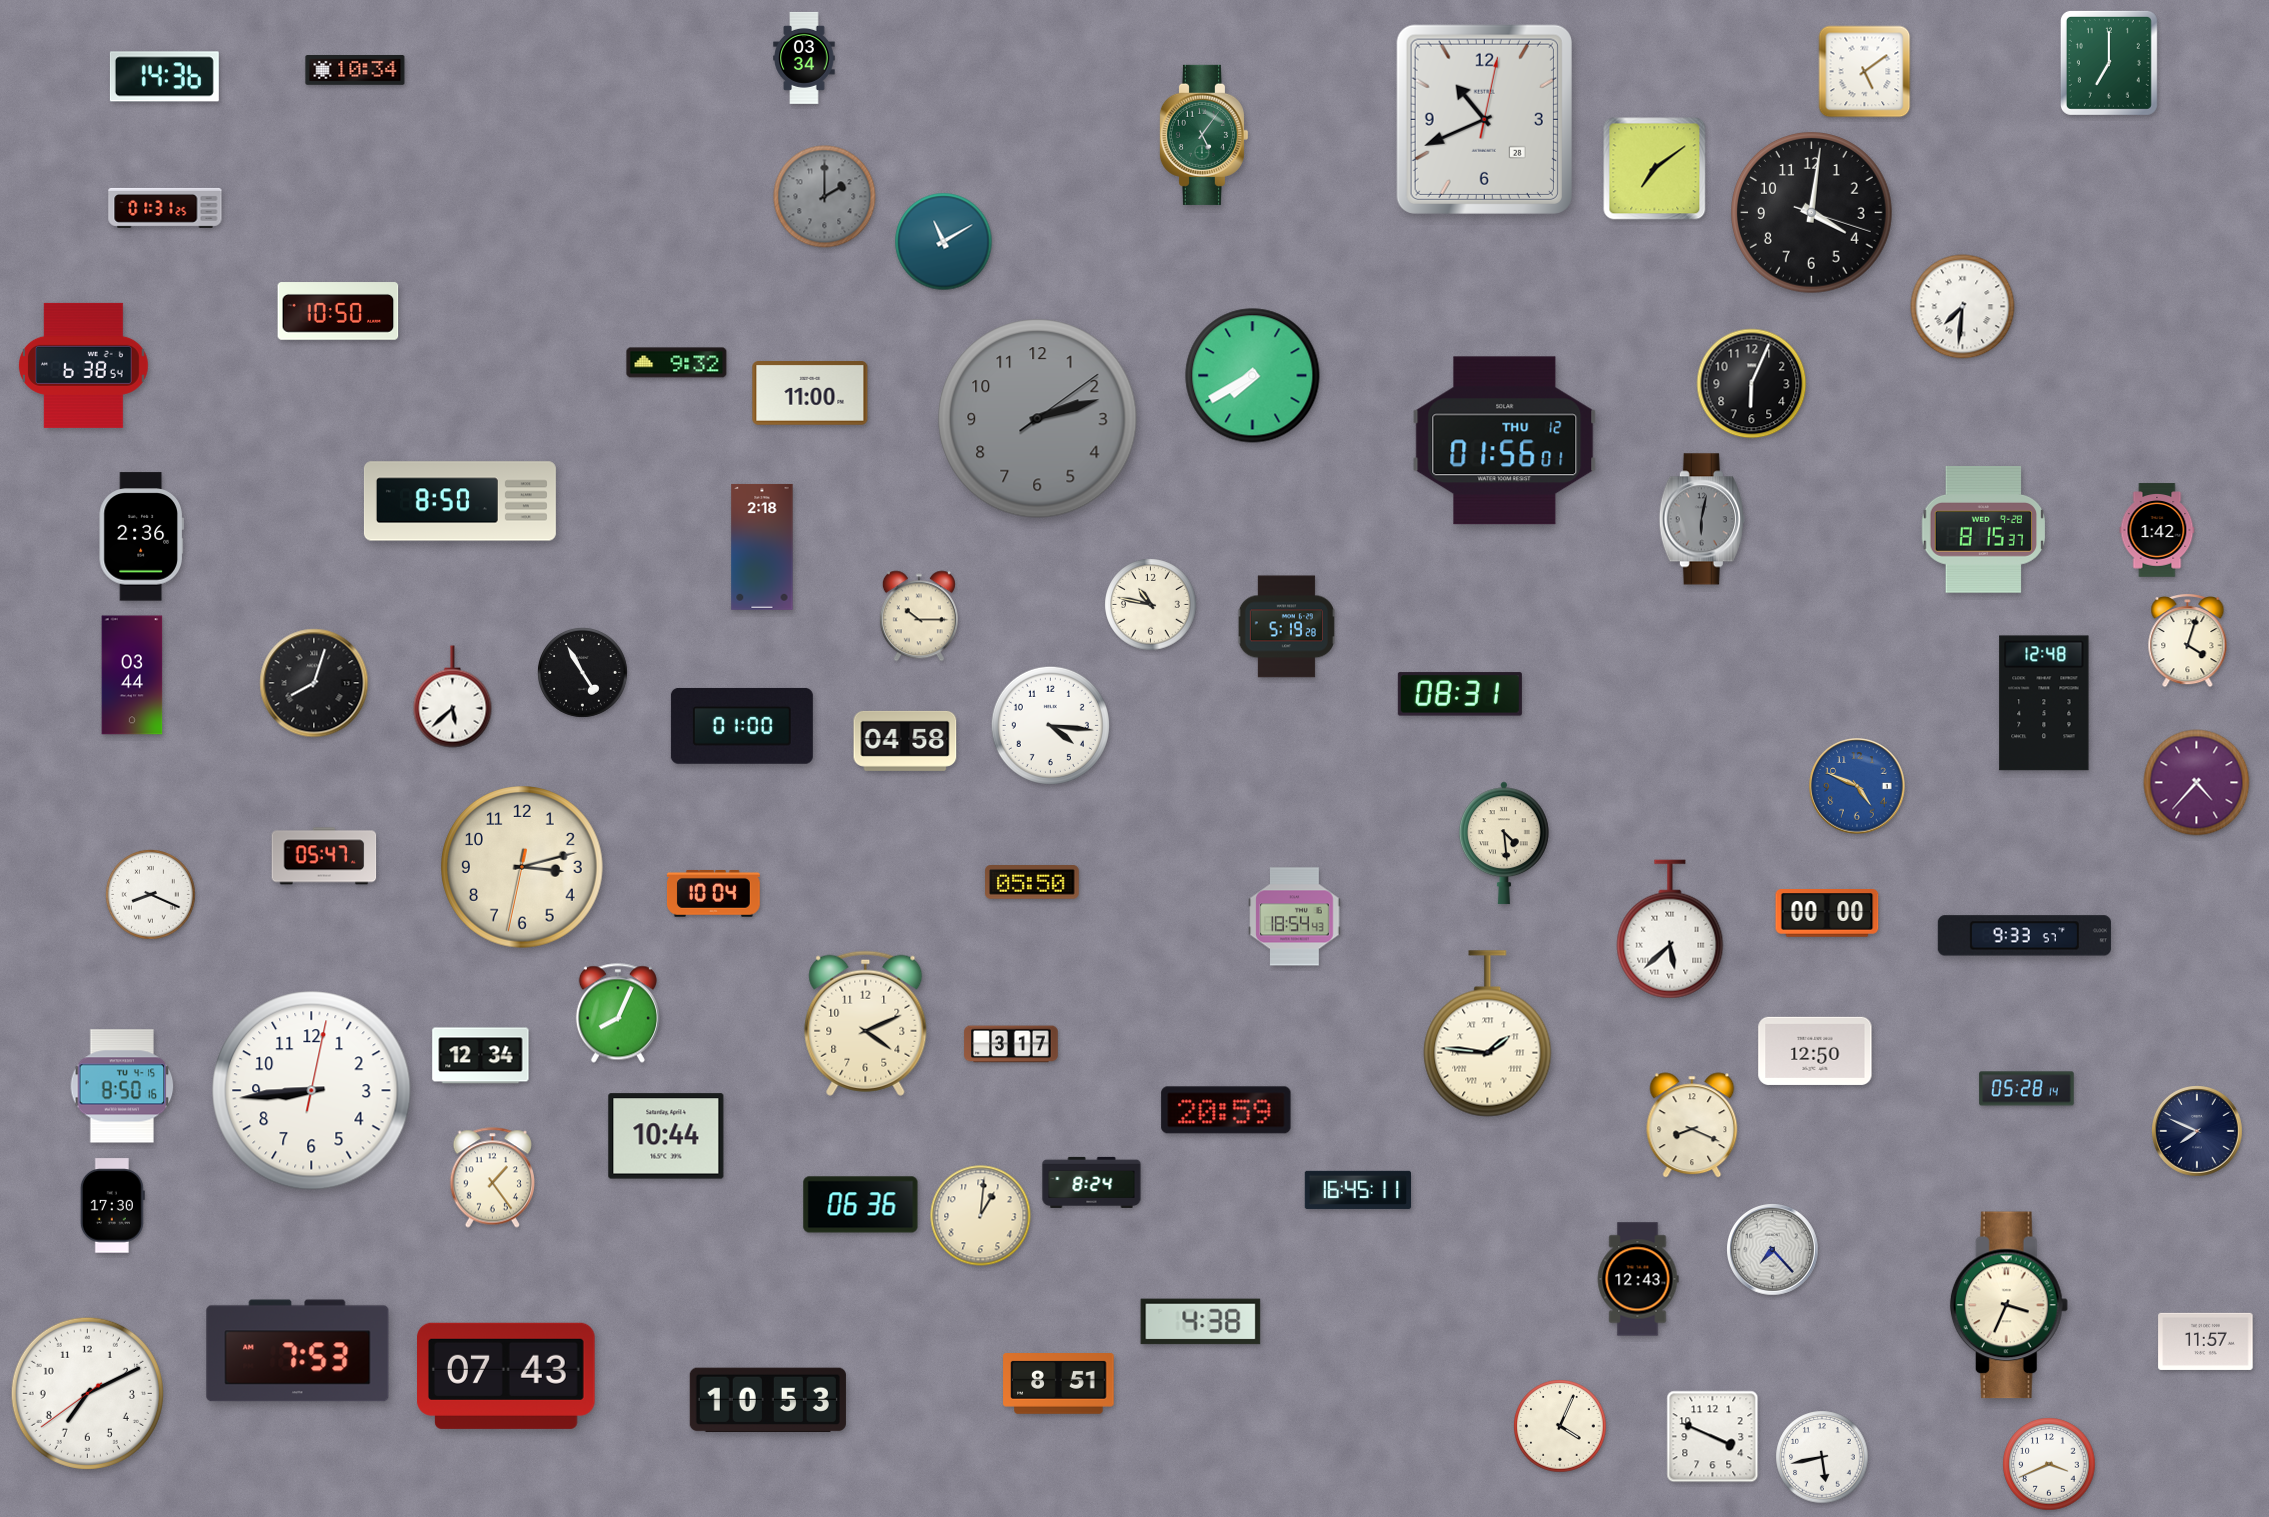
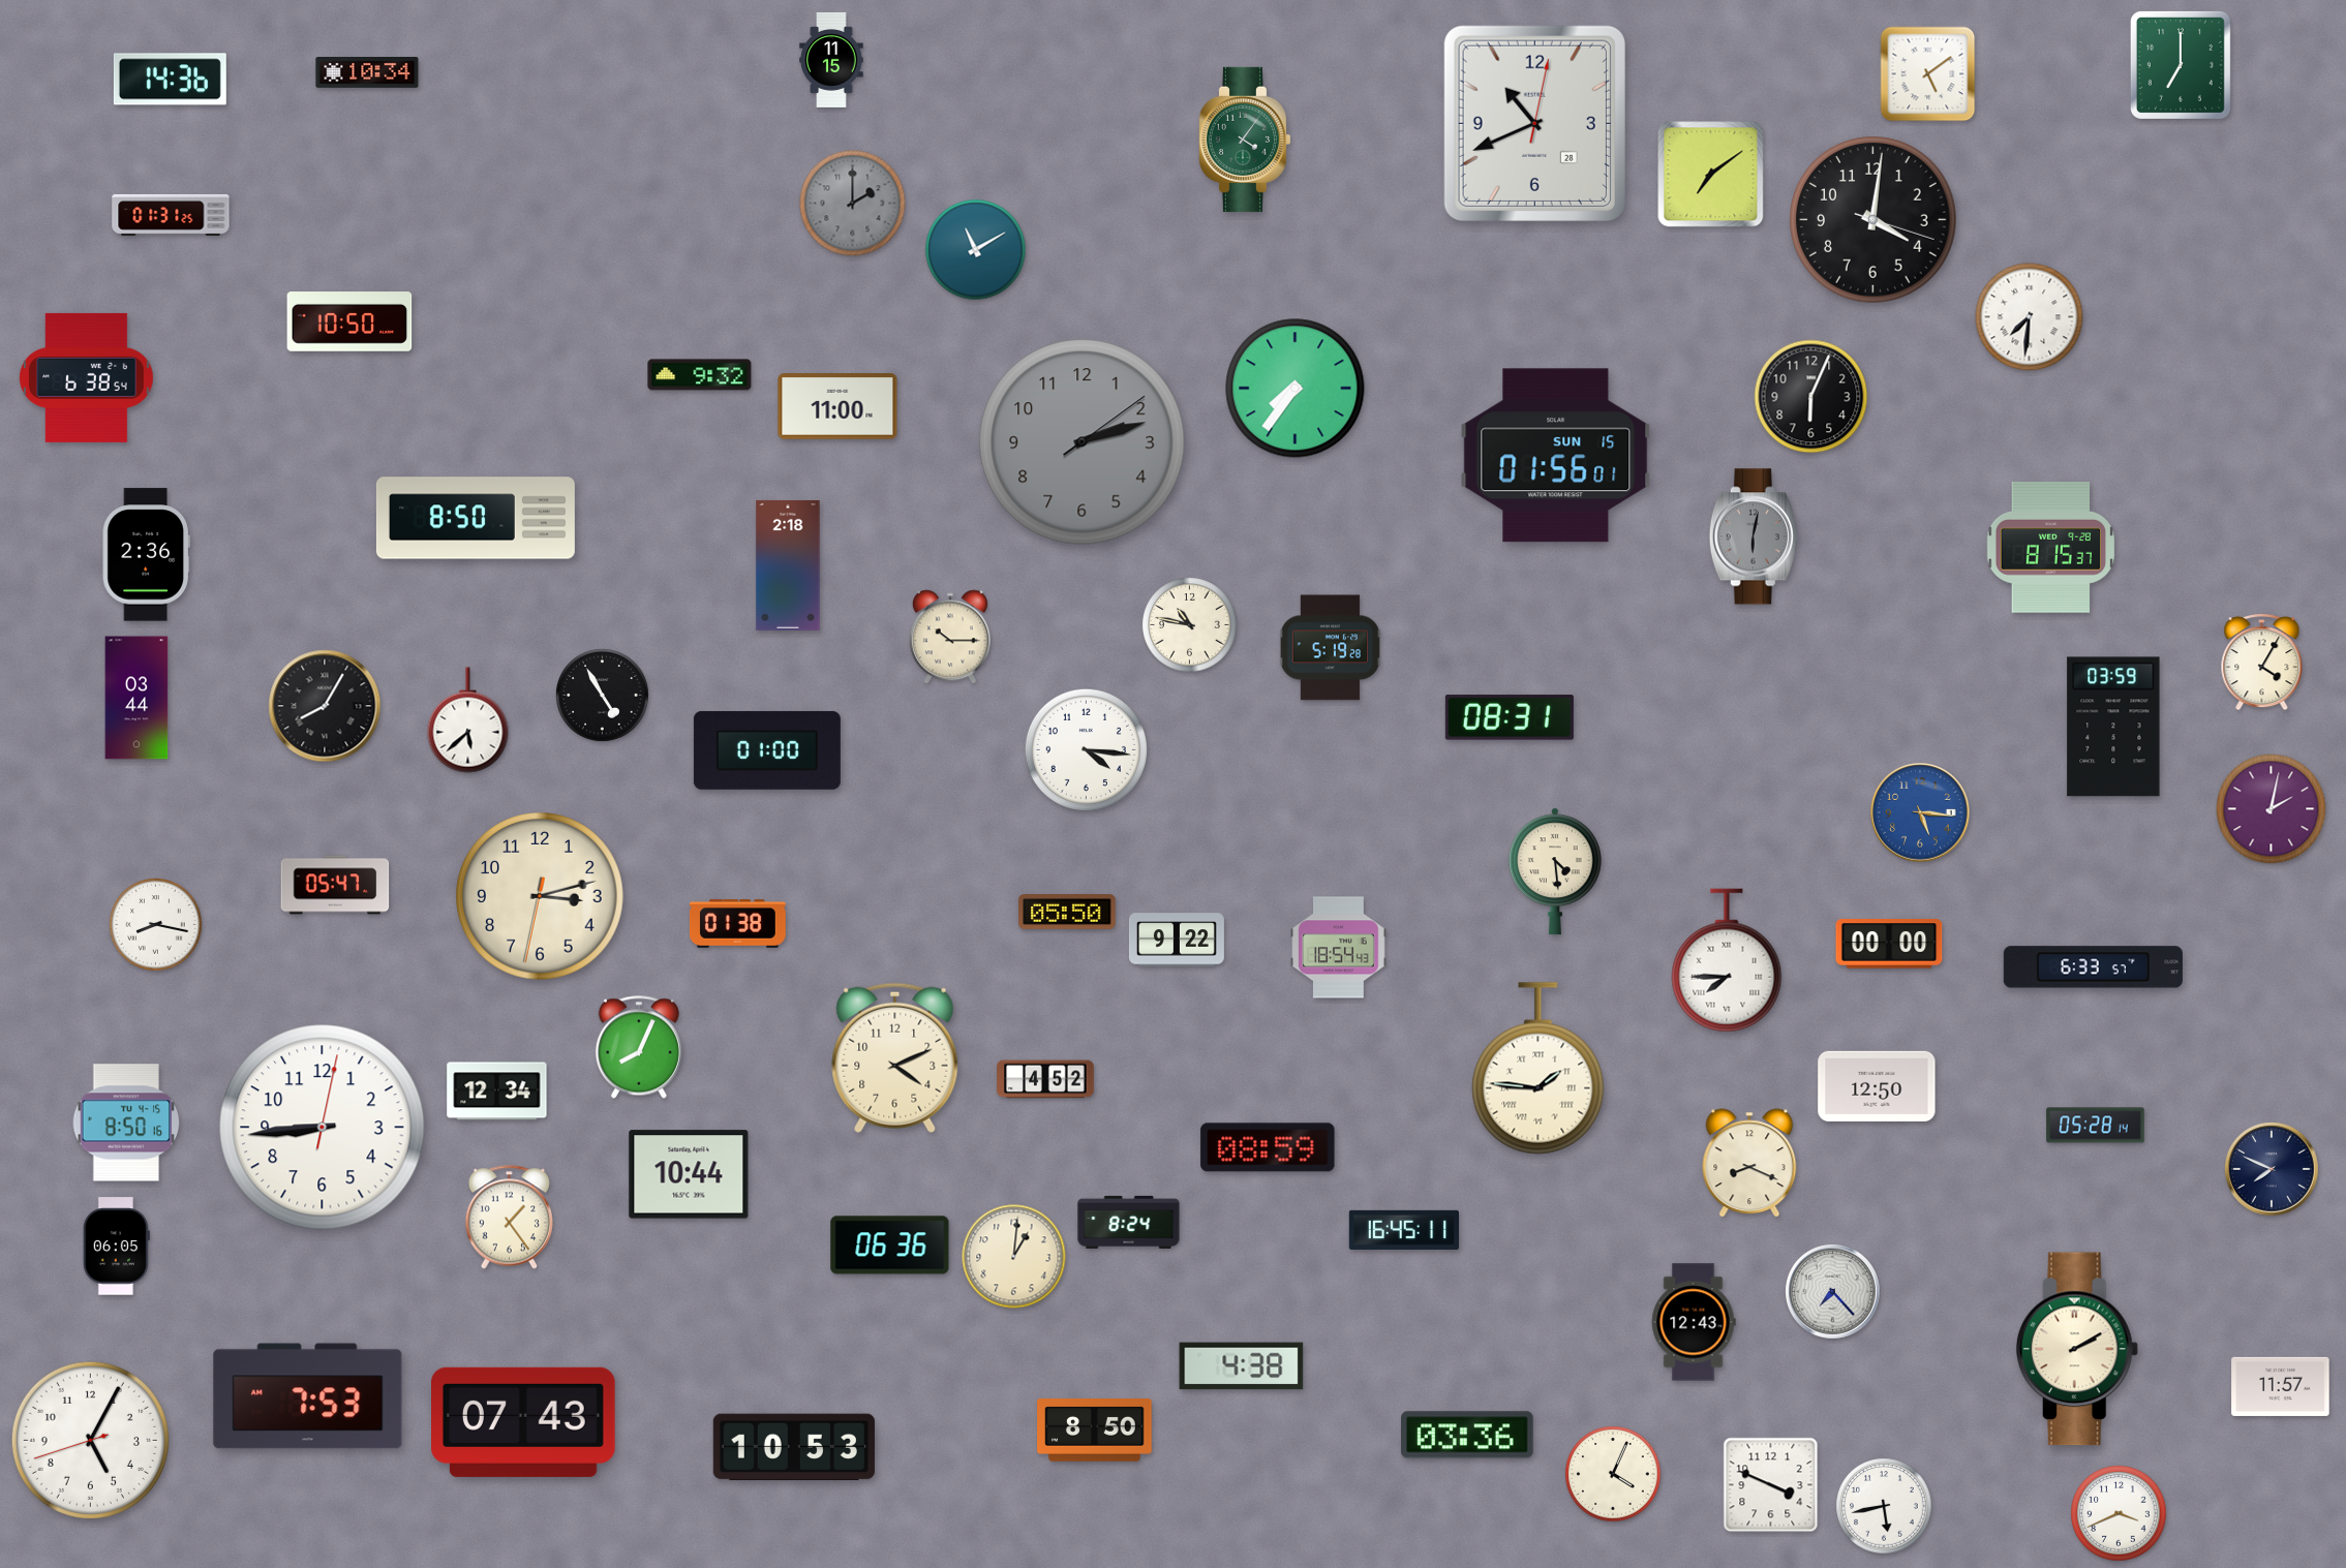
clock at (804, 58): 03:34 -> 11:15
clock at (1203, 135): 5:06 -> 4:06
clock at (1253, 376): 7:40 -> 7:36
clock at (1038, 419) position: (1038, 419) -> (1083, 442)
clock at (1505, 441) date: THU 12 -> SUN 15
clock at (1702, 519) position: (1702, 519) -> (1754, 536)
clock at (2157, 530): 1:42 -> none
clock at (2188, 641): 4:03 -> 4:05
clock at (314, 683): 8:03 -> 8:05
clock at (2044, 703): 12:48 -> 03:59
clock at (905, 741): 04:58 -> none
clock at (2197, 783): 4:37 -> 2:02
clock at (1857, 786): 4:49 -> 5:16
clock at (713, 894): 10:04 -> 01:38
clock at (151, 895): 8:19 -> 8:17
clock at (1177, 940): none -> 9:22
clock at (1670, 929): 5:38 -> 7:45
clock at (2024, 936): 9:33 -> 6:33
clock at (1011, 1044): 3:17 -> 4:52
clock at (1226, 1110): 20:59 -> 08:59
clock at (112, 1206): 17:30 -> 06:05
clock at (2009, 1305): 3:34 -> 2:10
clock at (1059, 1384): 8:51 -> 8:50
clock at (1468, 1435): none -> 03:36
clock at (87, 1393): 7:10 -> 5:04
